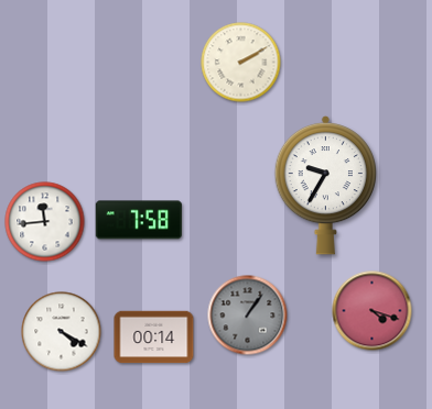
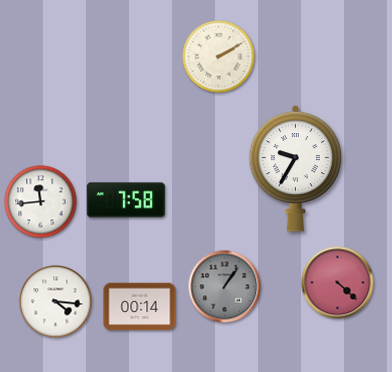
clock at (372, 311): 4:18 -> 4:22
clock at (62, 332): 4:20 -> 4:16
